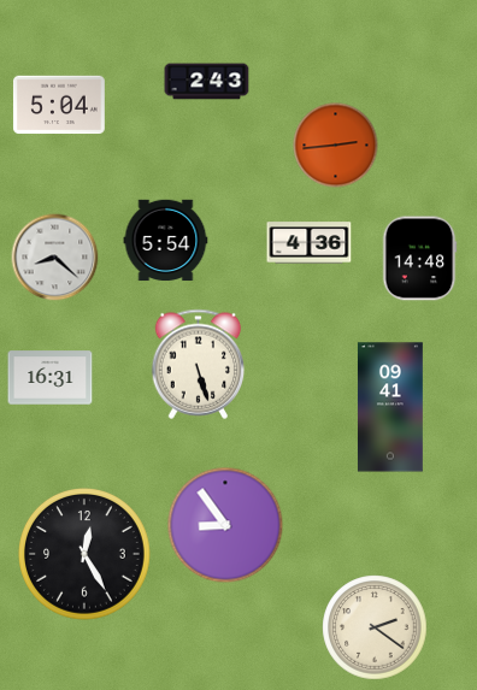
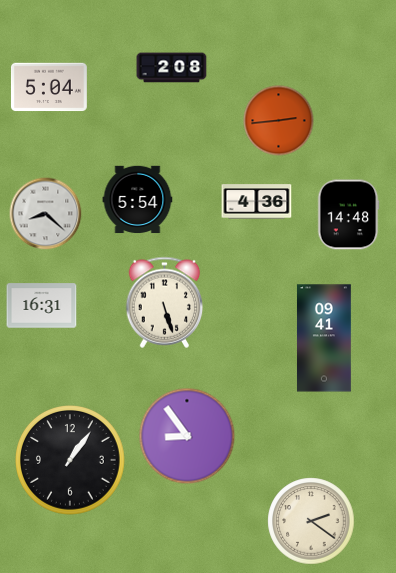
clock at (207, 82): 2:43 -> 2:08
clock at (51, 378) position: (51, 378) -> (42, 306)
clock at (86, 555): 12:25 -> 1:06
